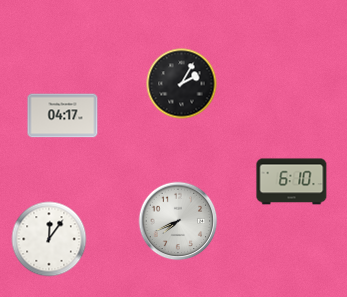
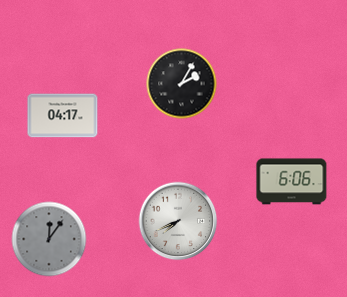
clock at (292, 182): 6:10 -> 6:06
clock at (49, 239) dial: white -> grey
